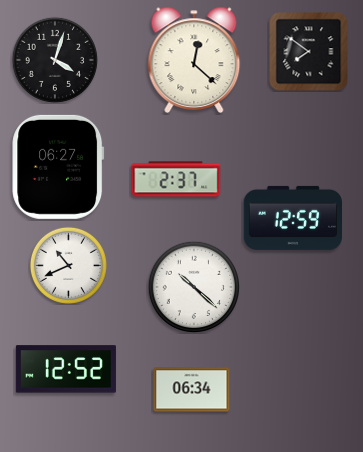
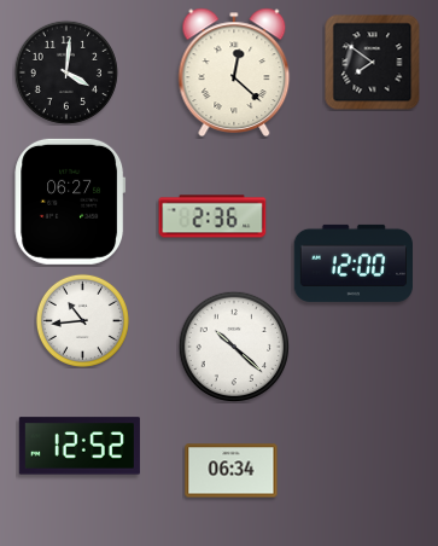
clock at (55, 60): 4:03 -> 4:01
clock at (176, 179): 2:37 -> 2:36
clock at (292, 218): 12:59 -> 12:00
clock at (68, 265): 10:41 -> 10:44
